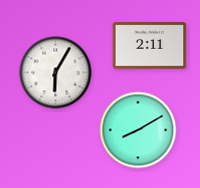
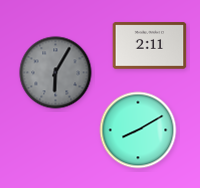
clock at (56, 73) dial: white -> grey
